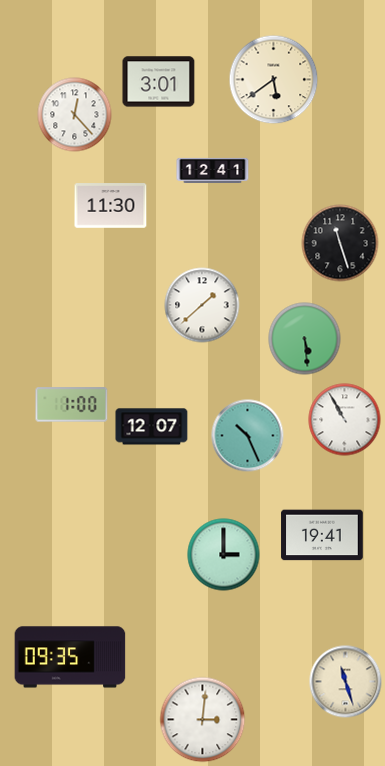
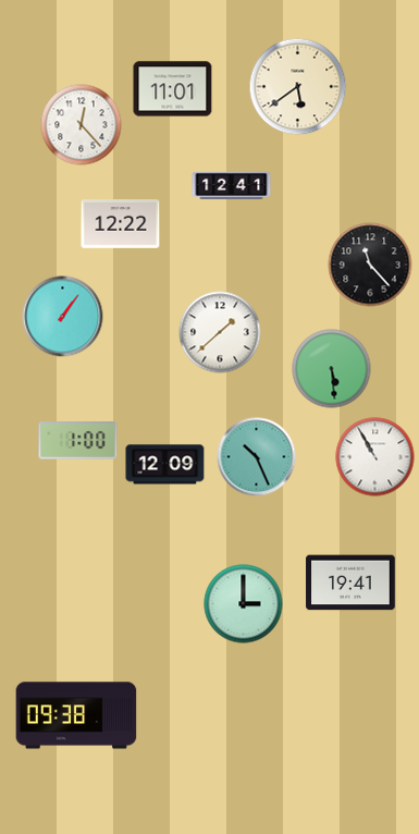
clock at (159, 82): 3:01 -> 11:01
clock at (111, 206): 11:30 -> 12:22
clock at (340, 243): 11:27 -> 11:23
clock at (63, 317): none -> 1:06
clock at (152, 427): 12:07 -> 12:09
clock at (248, 436) position: (248, 436) -> (257, 457)
clock at (70, 657): 09:35 -> 09:38
clock at (346, 682): 11:27 -> none
clock at (203, 720): 3:01 -> none
